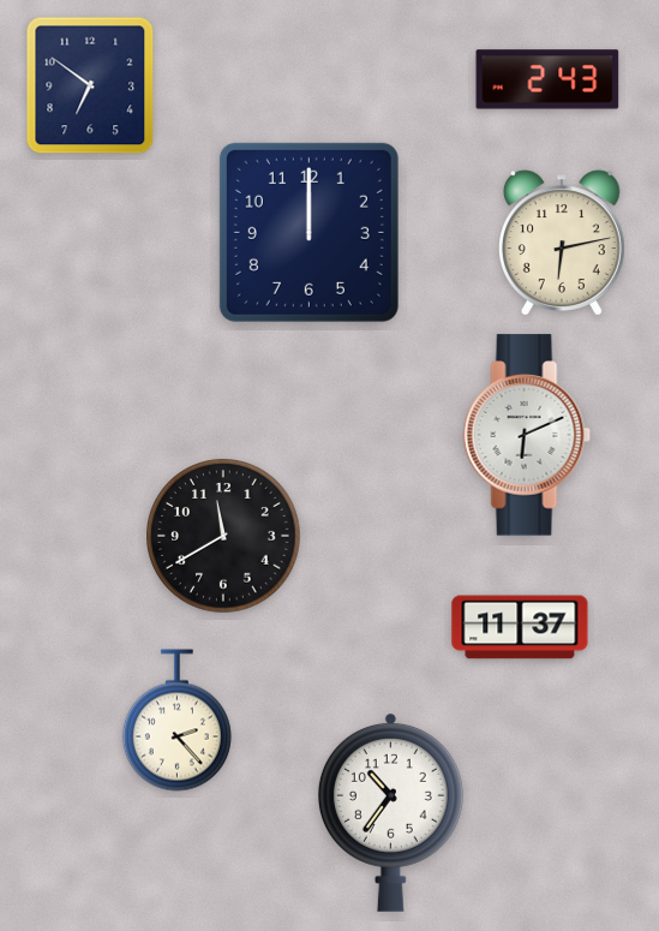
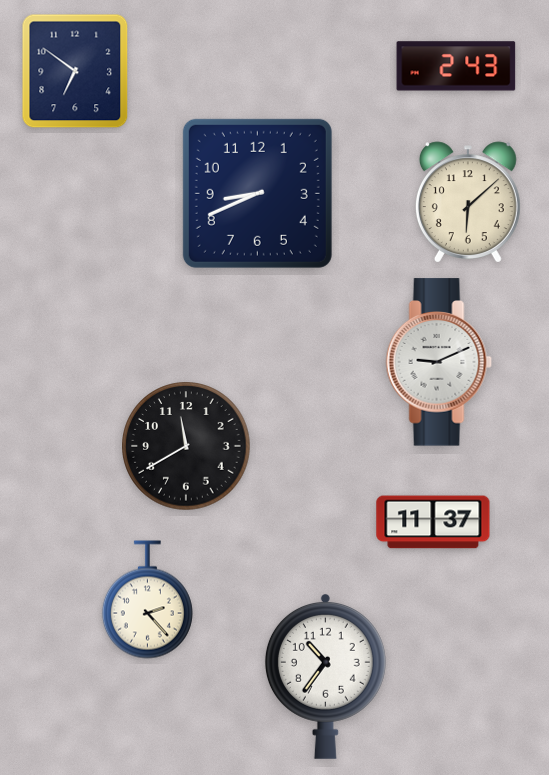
clock at (308, 232): 12:00 -> 8:41
clock at (562, 243): 6:13 -> 6:08
clock at (527, 435): 6:11 -> 9:11
